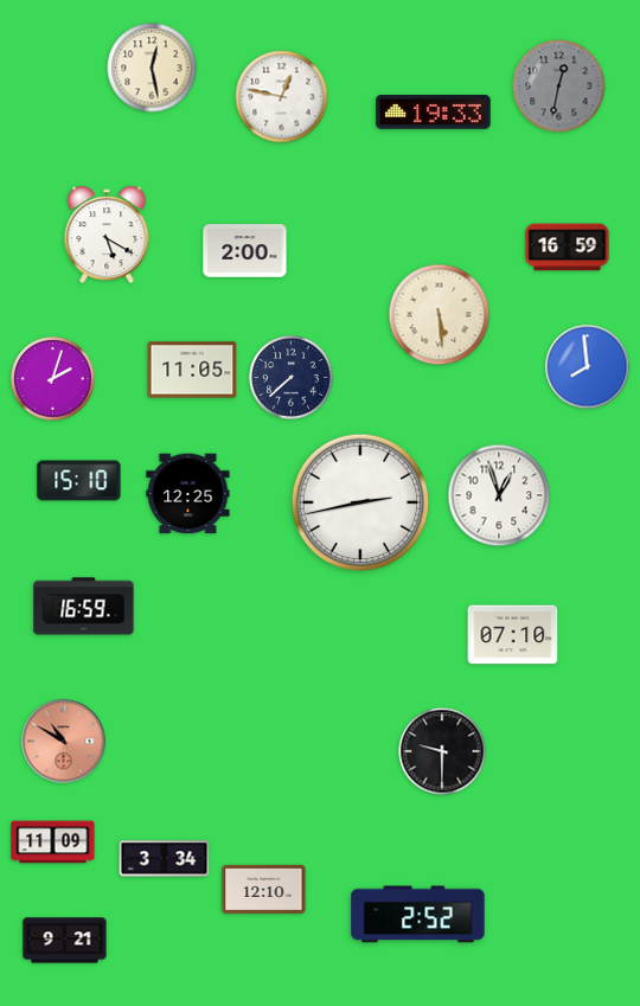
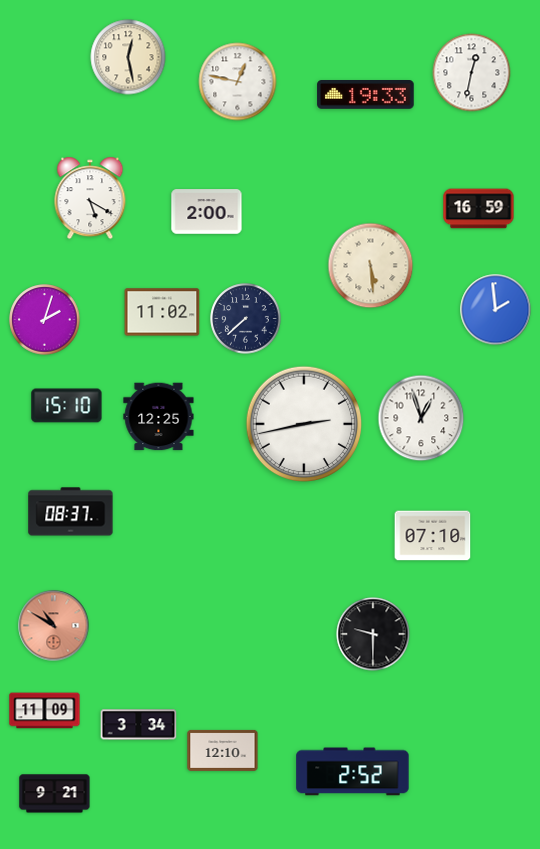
clock at (559, 86) dial: grey -> white
clock at (588, 367): 7:59 -> 1:59
clock at (192, 370): 11:05 -> 11:02
clock at (84, 607): 16:59 -> 08:37
